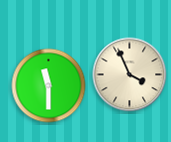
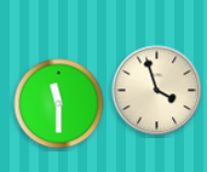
clock at (130, 75): 3:56 -> 3:57
